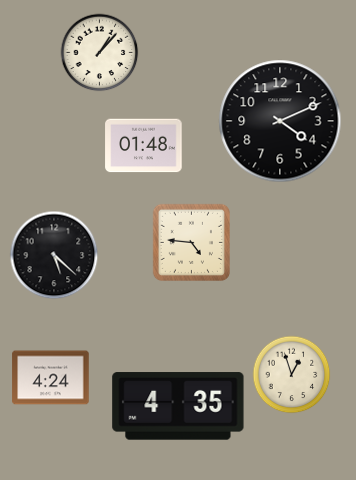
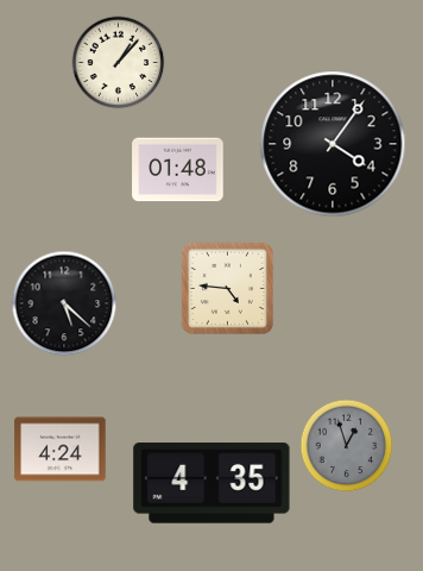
clock at (280, 121): 4:11 -> 4:06
clock at (144, 146) position: (144, 146) -> (178, 170)
clock at (291, 374) dial: cream -> grey
